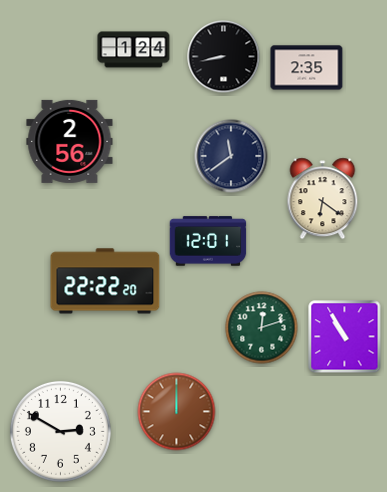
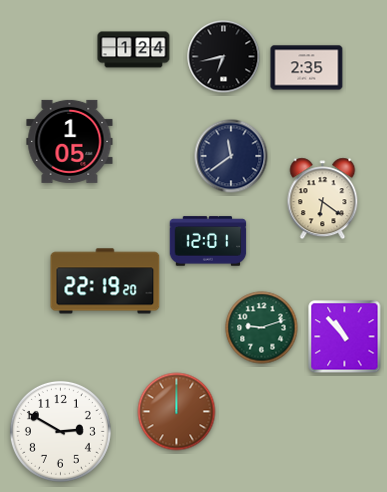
clock at (224, 57): 8:43 -> 6:43
clock at (70, 141): 2:56 -> 1:05
clock at (105, 281): 22:22 -> 22:19
clock at (262, 328): 12:12 -> 9:12
clock at (345, 337): 10:55 -> 10:53
